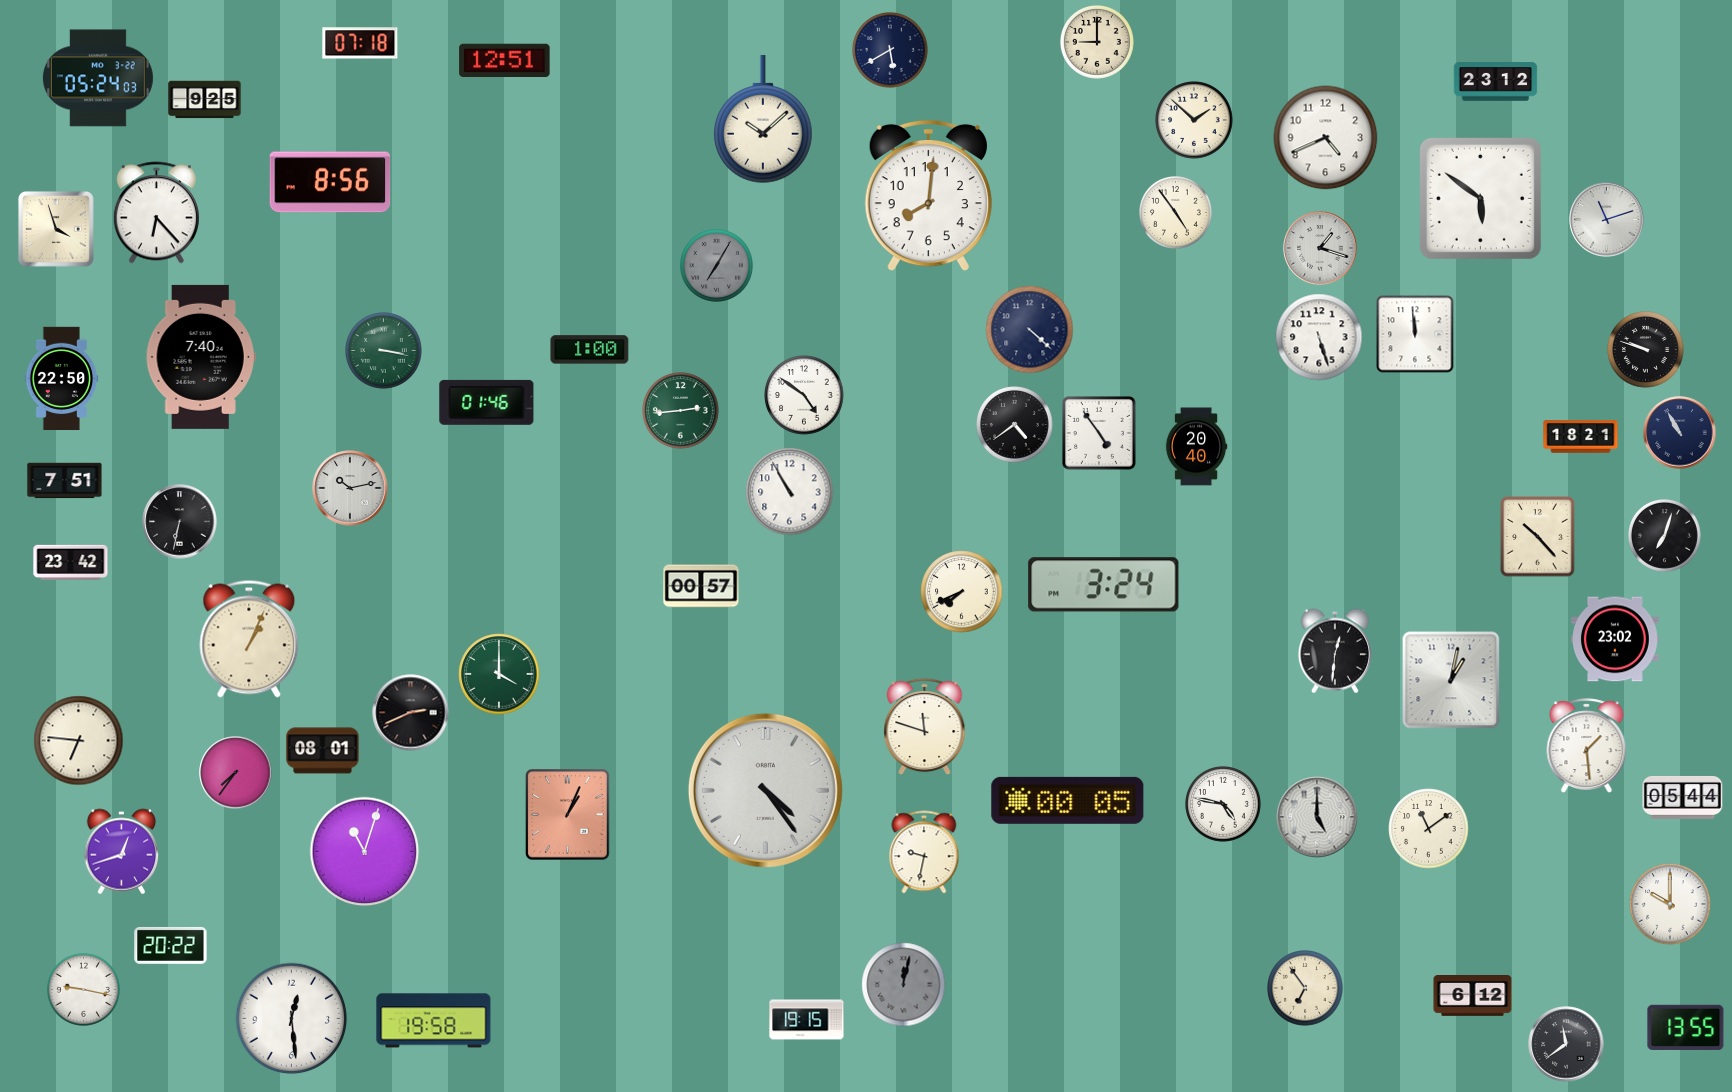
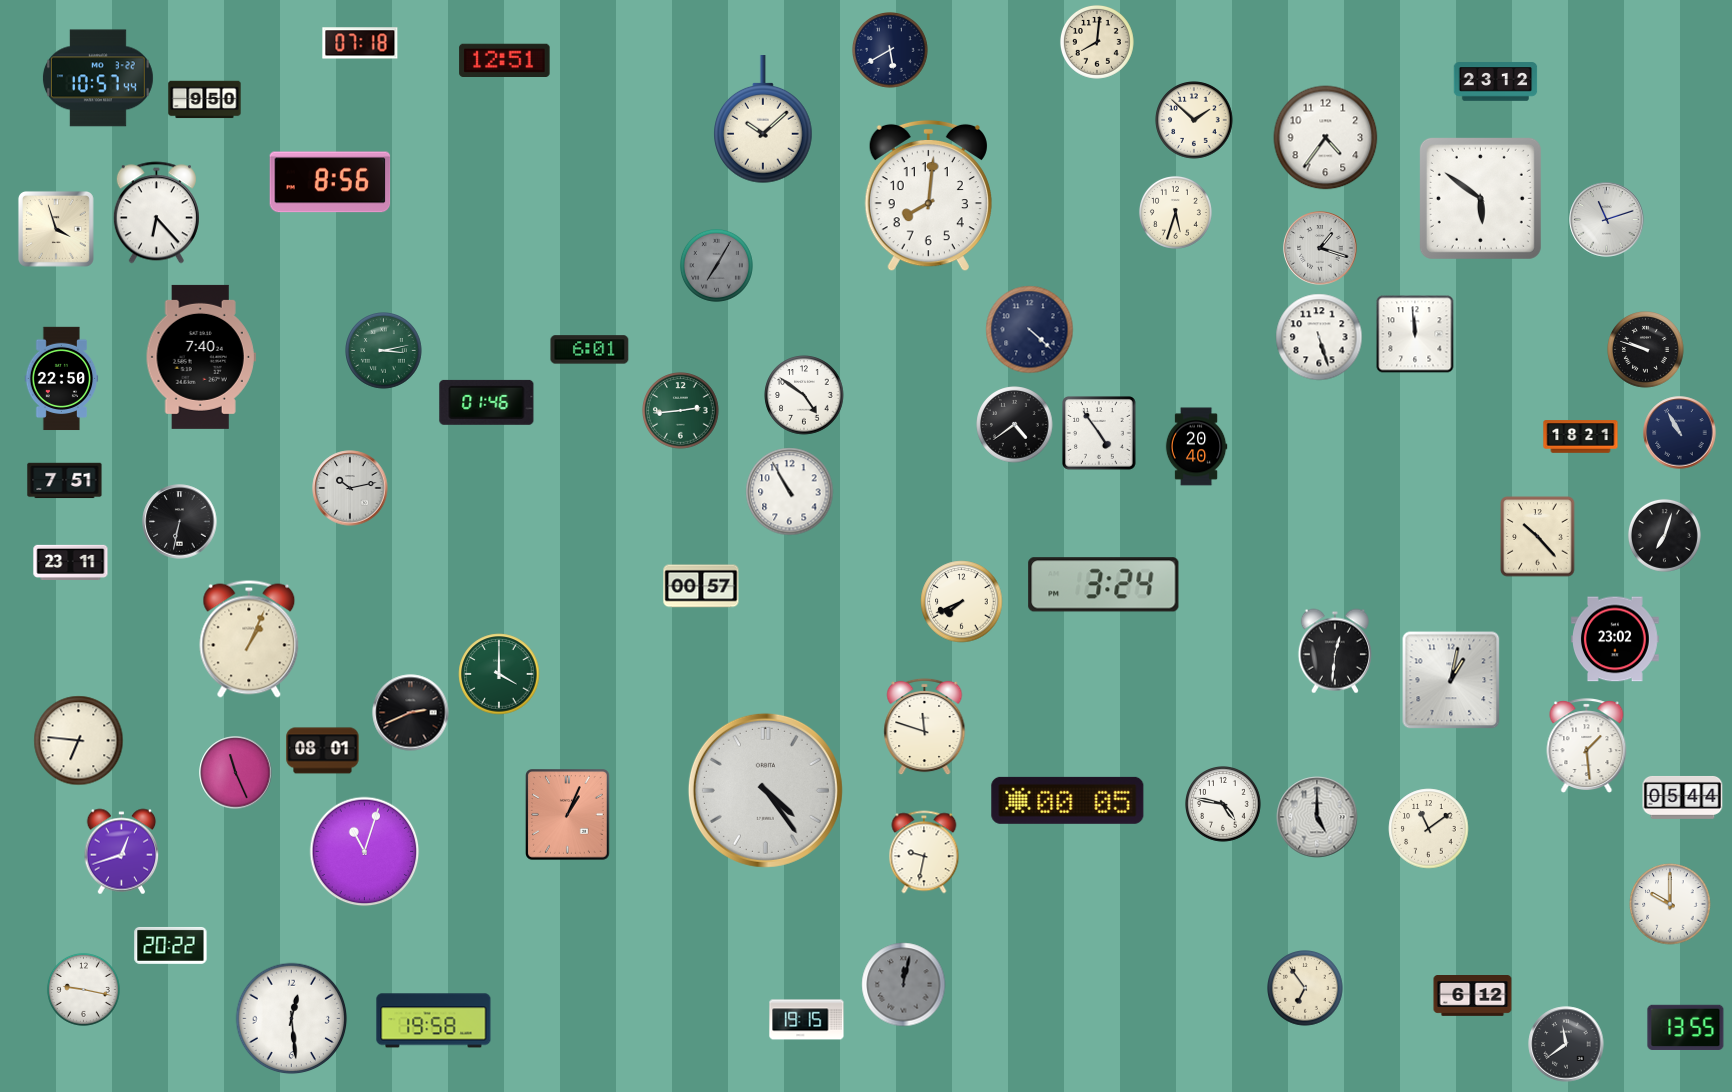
clock at (1097, 42): 9:00 -> 8:01
clock at (98, 78): 05:24 -> 10:57
clock at (205, 100): 9:25 -> 9:50
clock at (1326, 138): 4:41 -> 4:36
clock at (1175, 212): 4:54 -> 5:33
clock at (590, 350): 1:00 -> 6:01
clock at (384, 351): 3:17 -> 3:13
clock at (71, 562): 23:42 -> 23:11
clock at (962, 592) position: (962, 592) -> (962, 602)
clock at (236, 773): 7:36 -> 11:26
